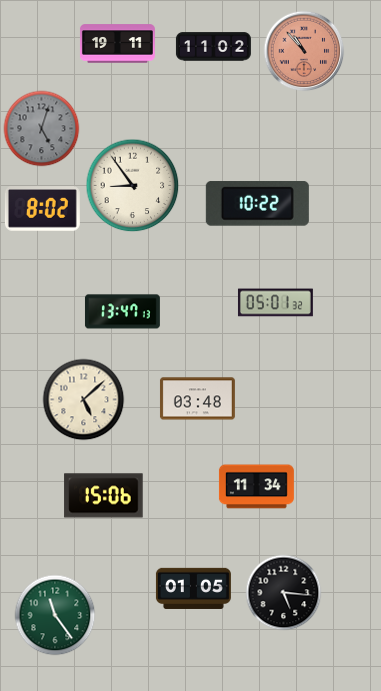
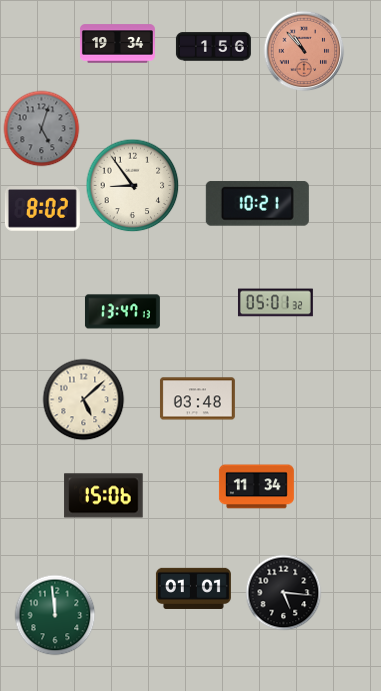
clock at (117, 44): 19:11 -> 19:34
clock at (213, 47): 11:02 -> 1:56
clock at (257, 204): 10:22 -> 10:21
clock at (193, 588): 01:05 -> 01:01
clock at (55, 615): 11:24 -> 11:59
